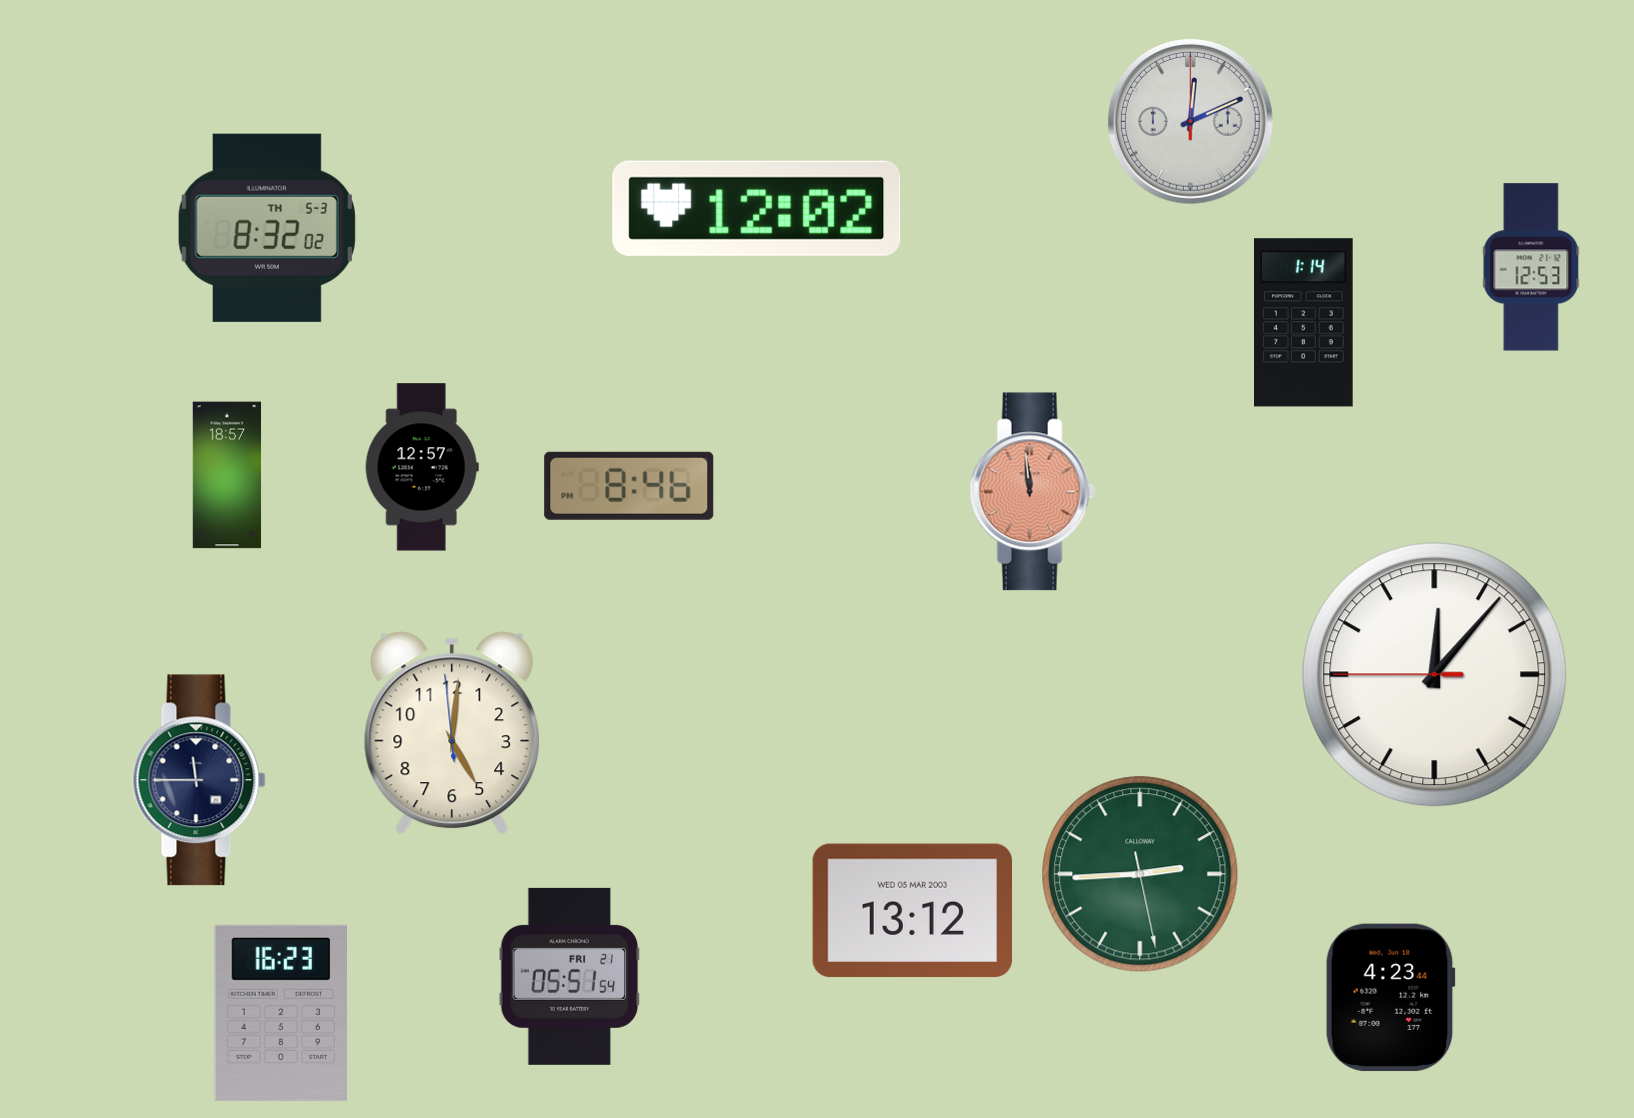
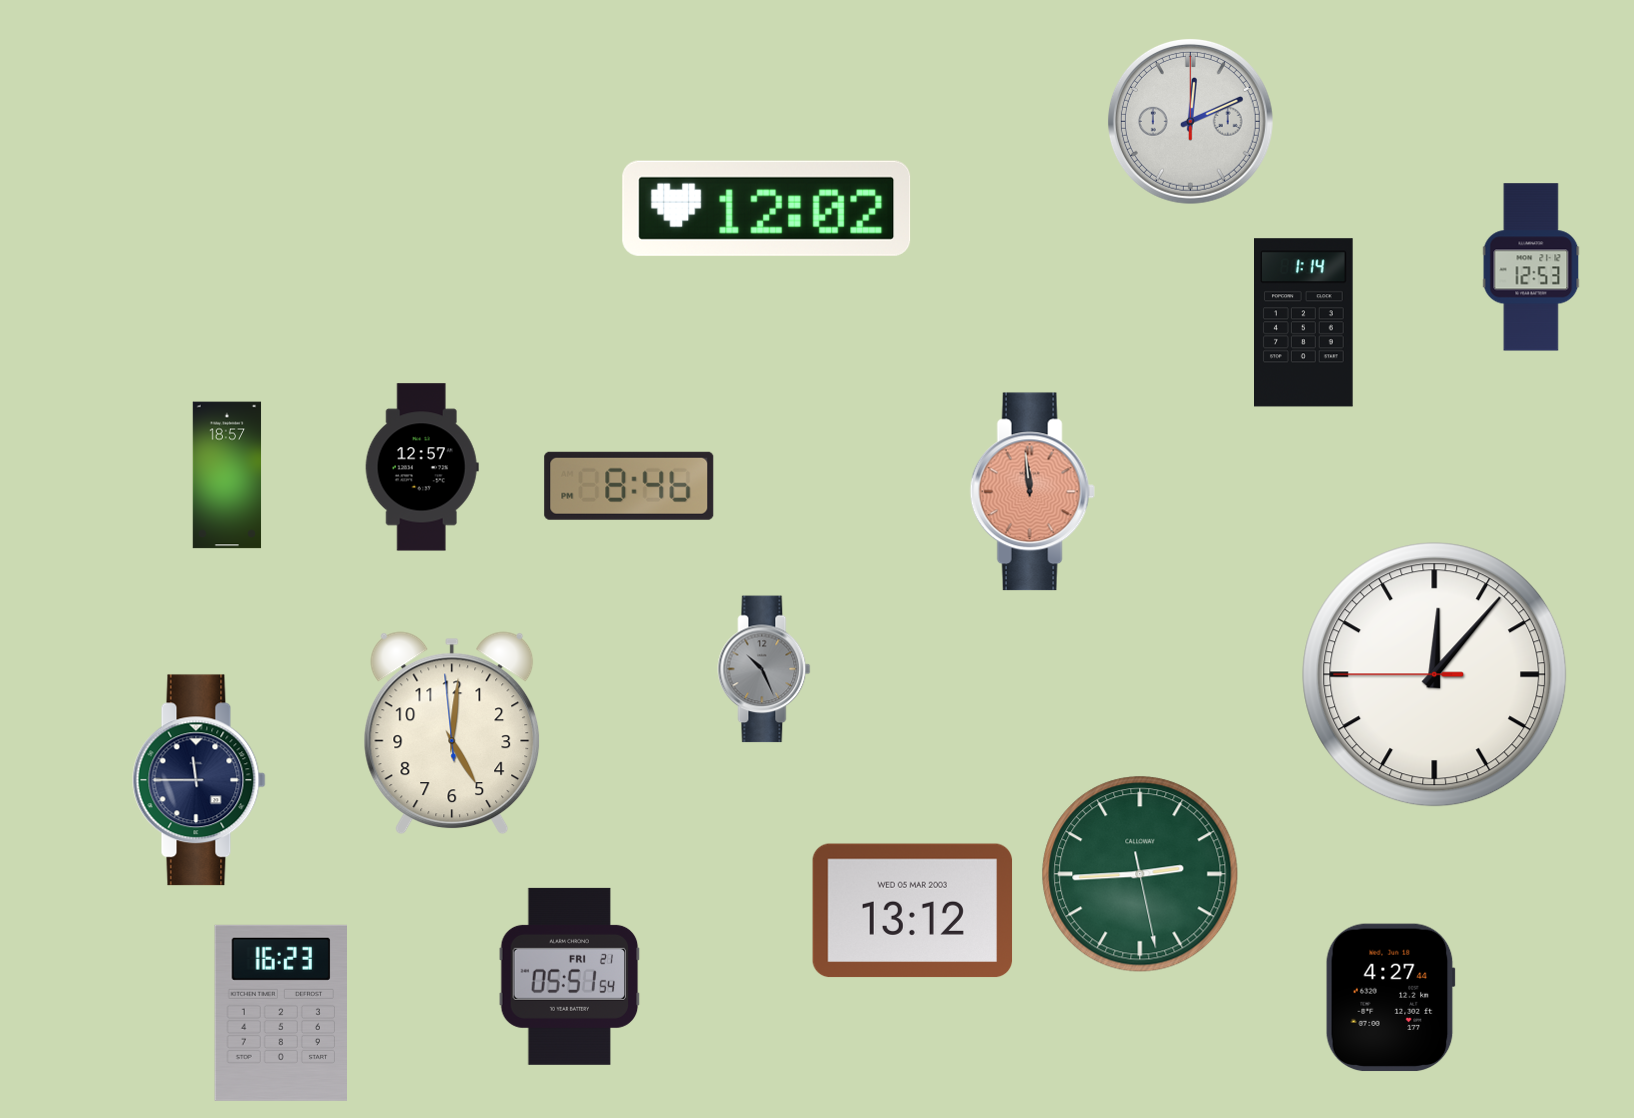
clock at (757, 208) position: (757, 208) -> (767, 208)
clock at (267, 228): 8:32 -> none
clock at (764, 669): none -> 10:26
clock at (1390, 998): 4:23 -> 4:27
